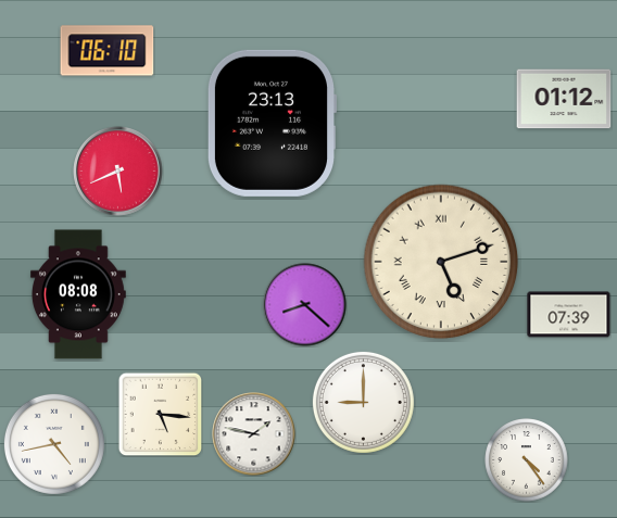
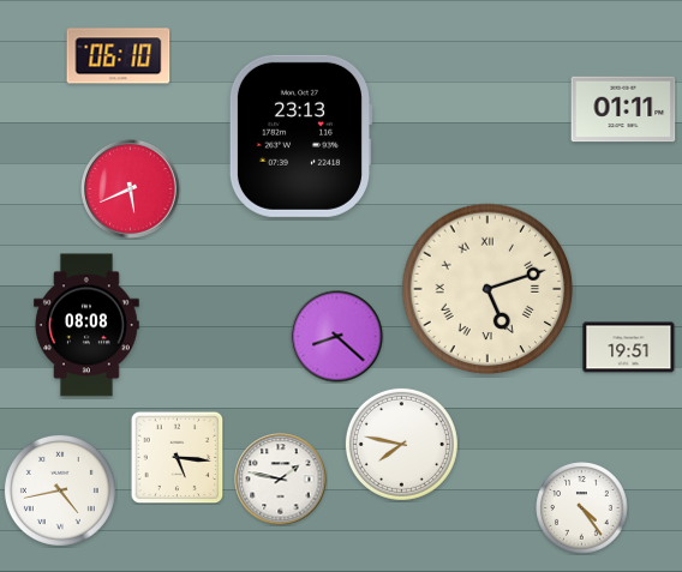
clock at (564, 99): 01:12 -> 01:11
clock at (569, 315): 07:39 -> 19:51
clock at (363, 402): 9:00 -> 7:47
